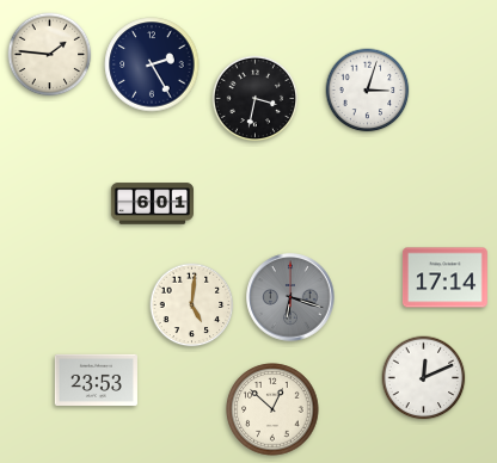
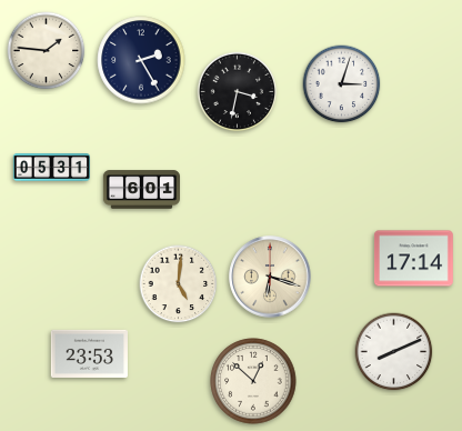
clock at (51, 168): none -> 05:31
clock at (290, 297) dial: grey -> cream
clock at (424, 378): 12:11 -> 8:11
